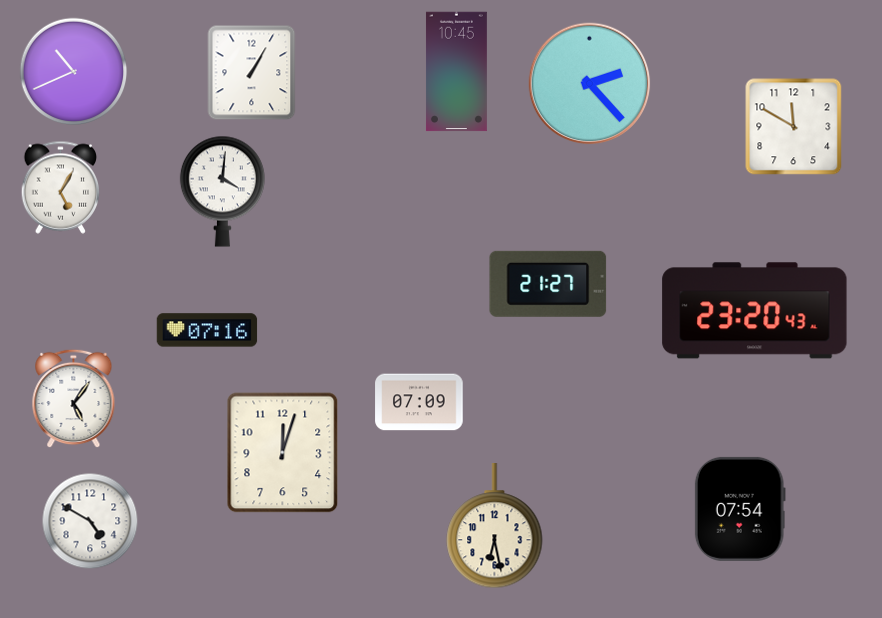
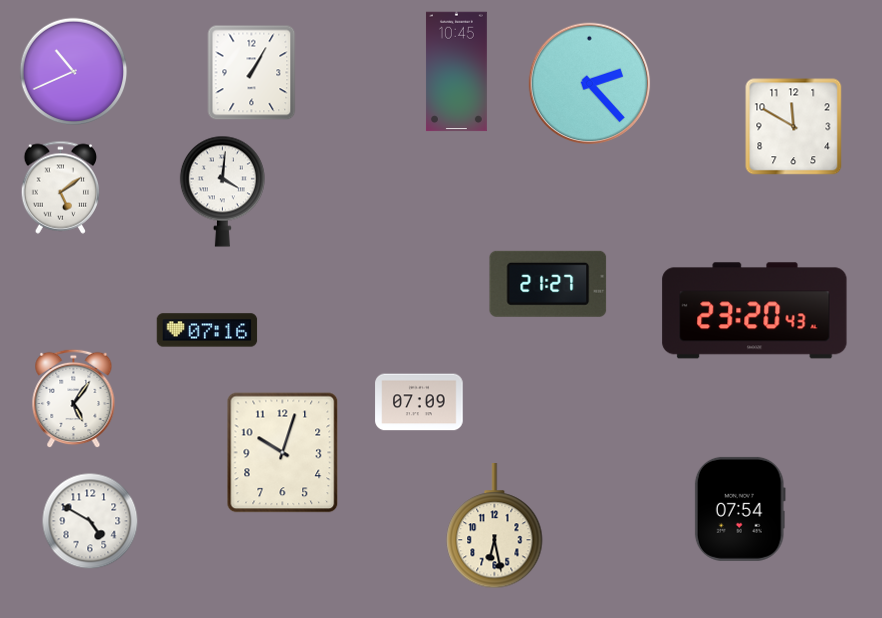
clock at (61, 187): 5:05 -> 5:09
clock at (283, 453): 12:03 -> 10:03
